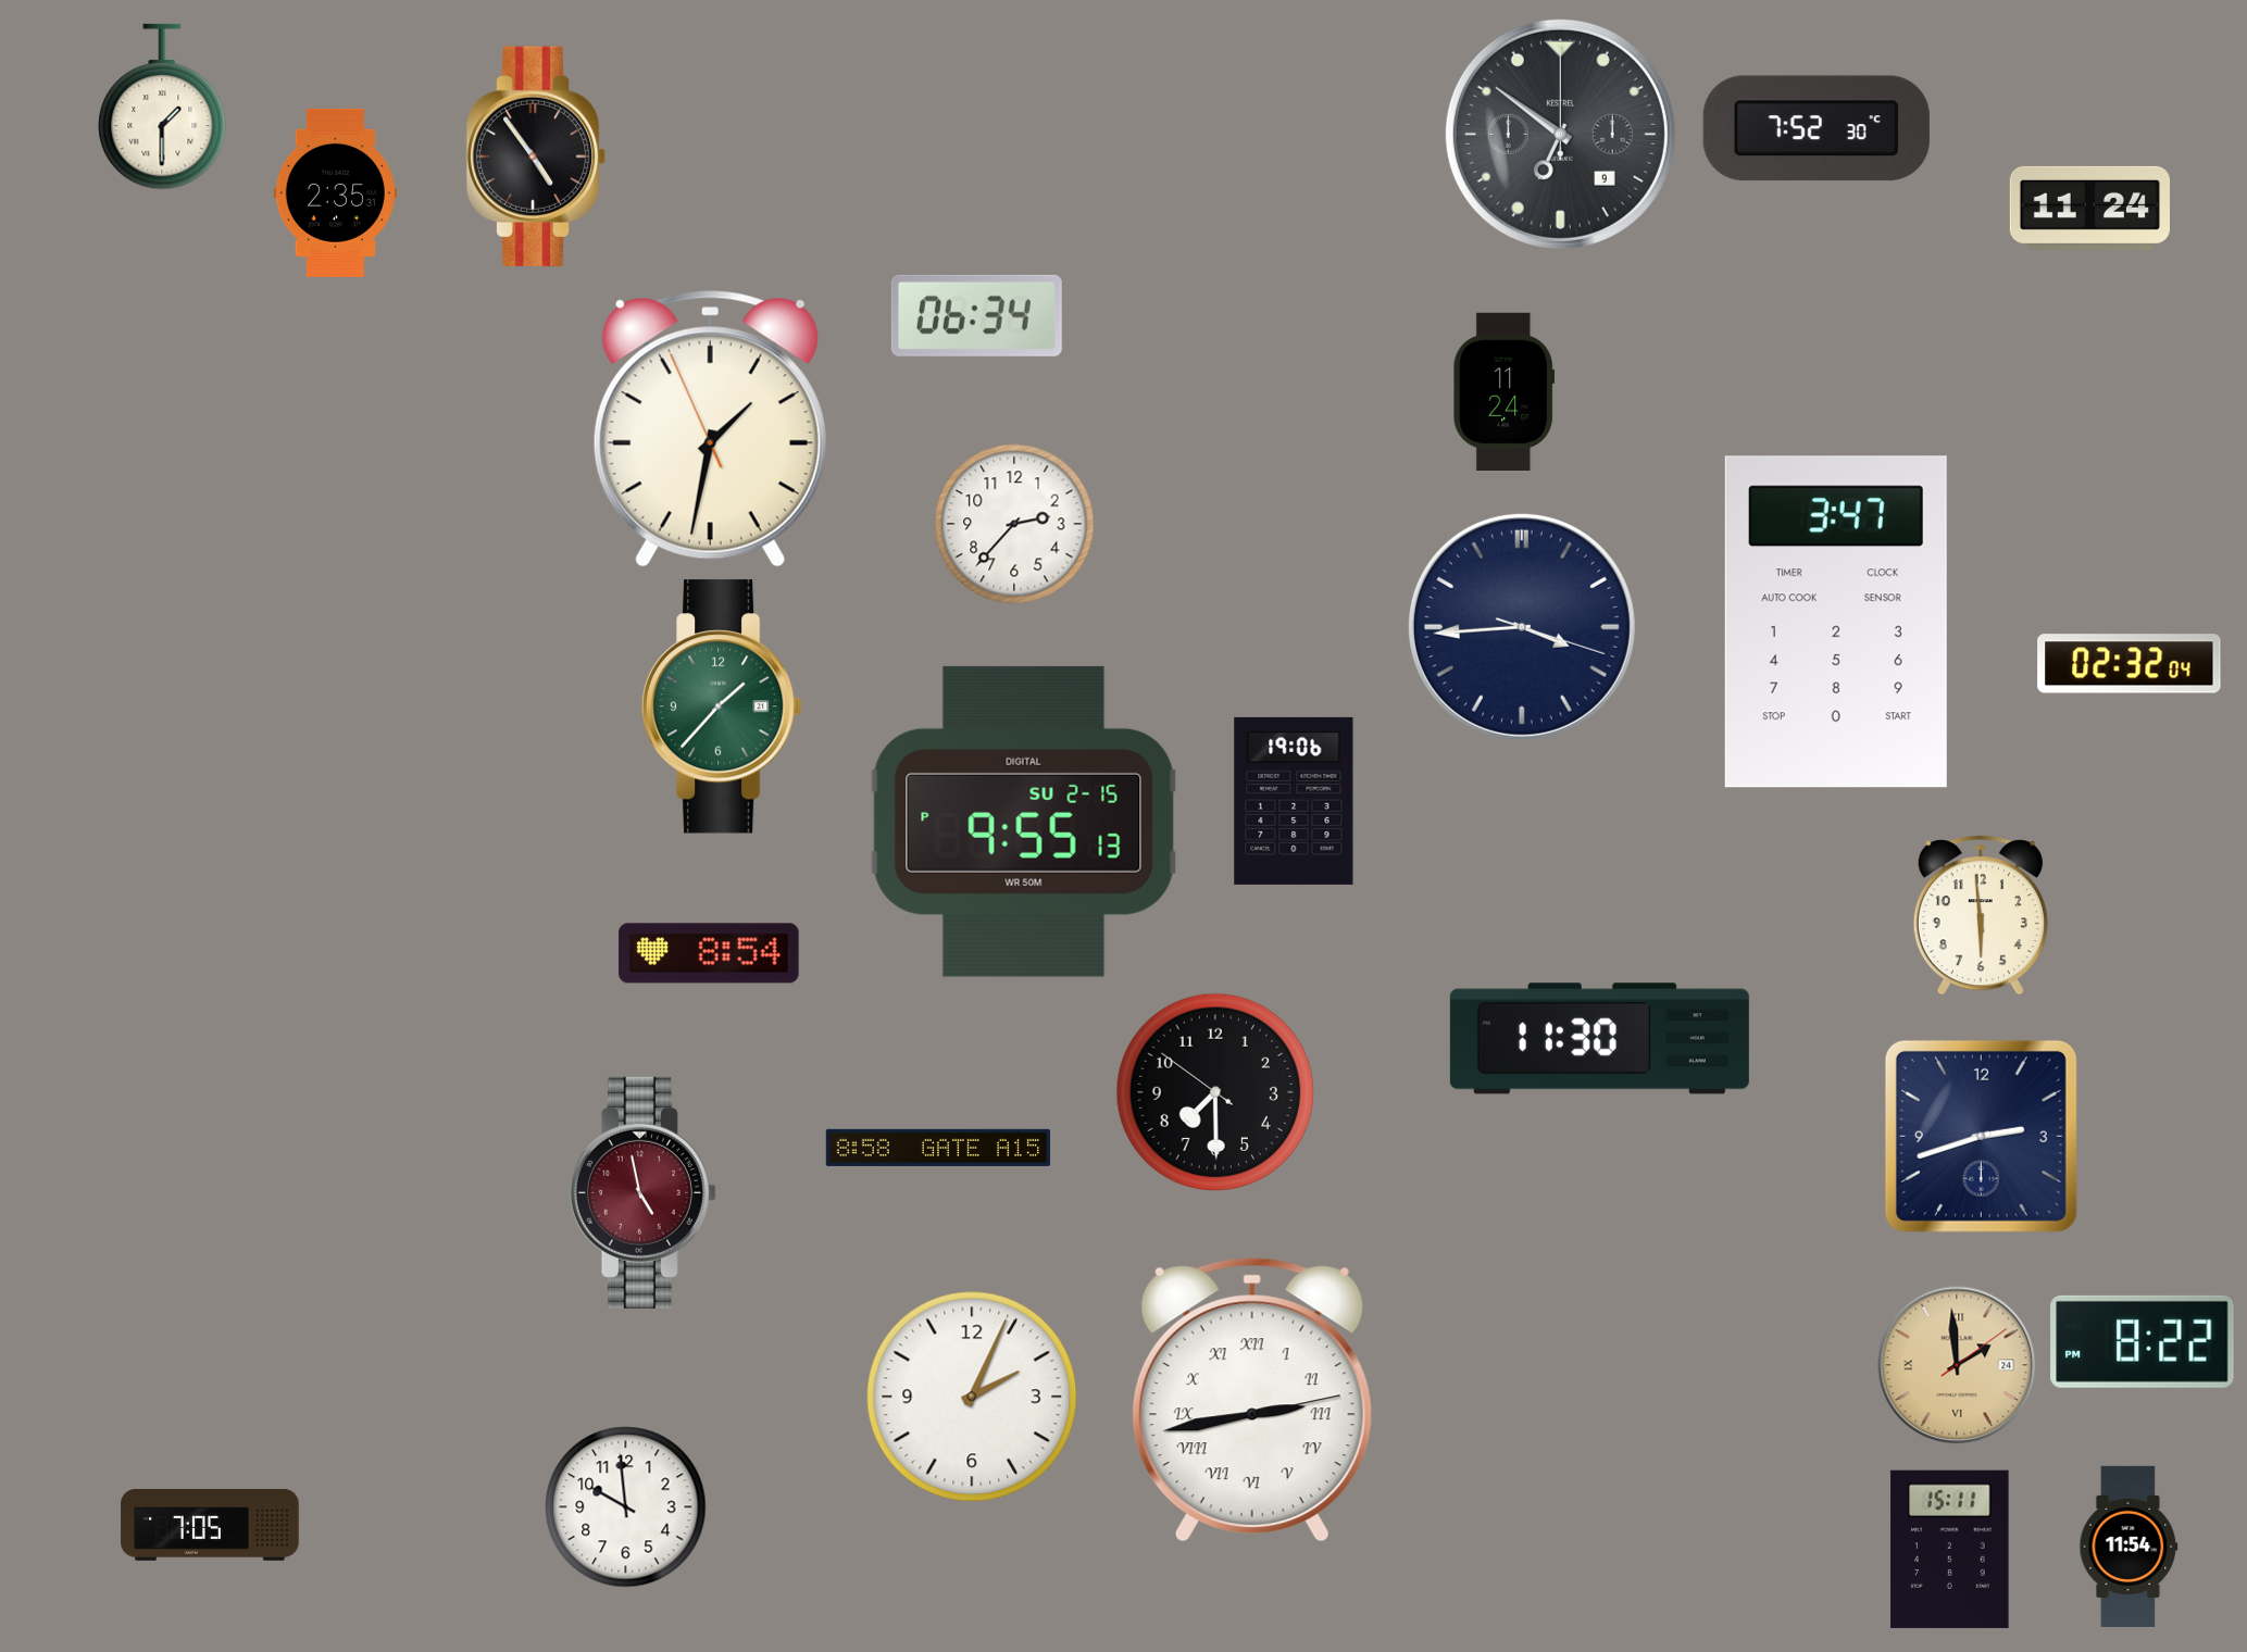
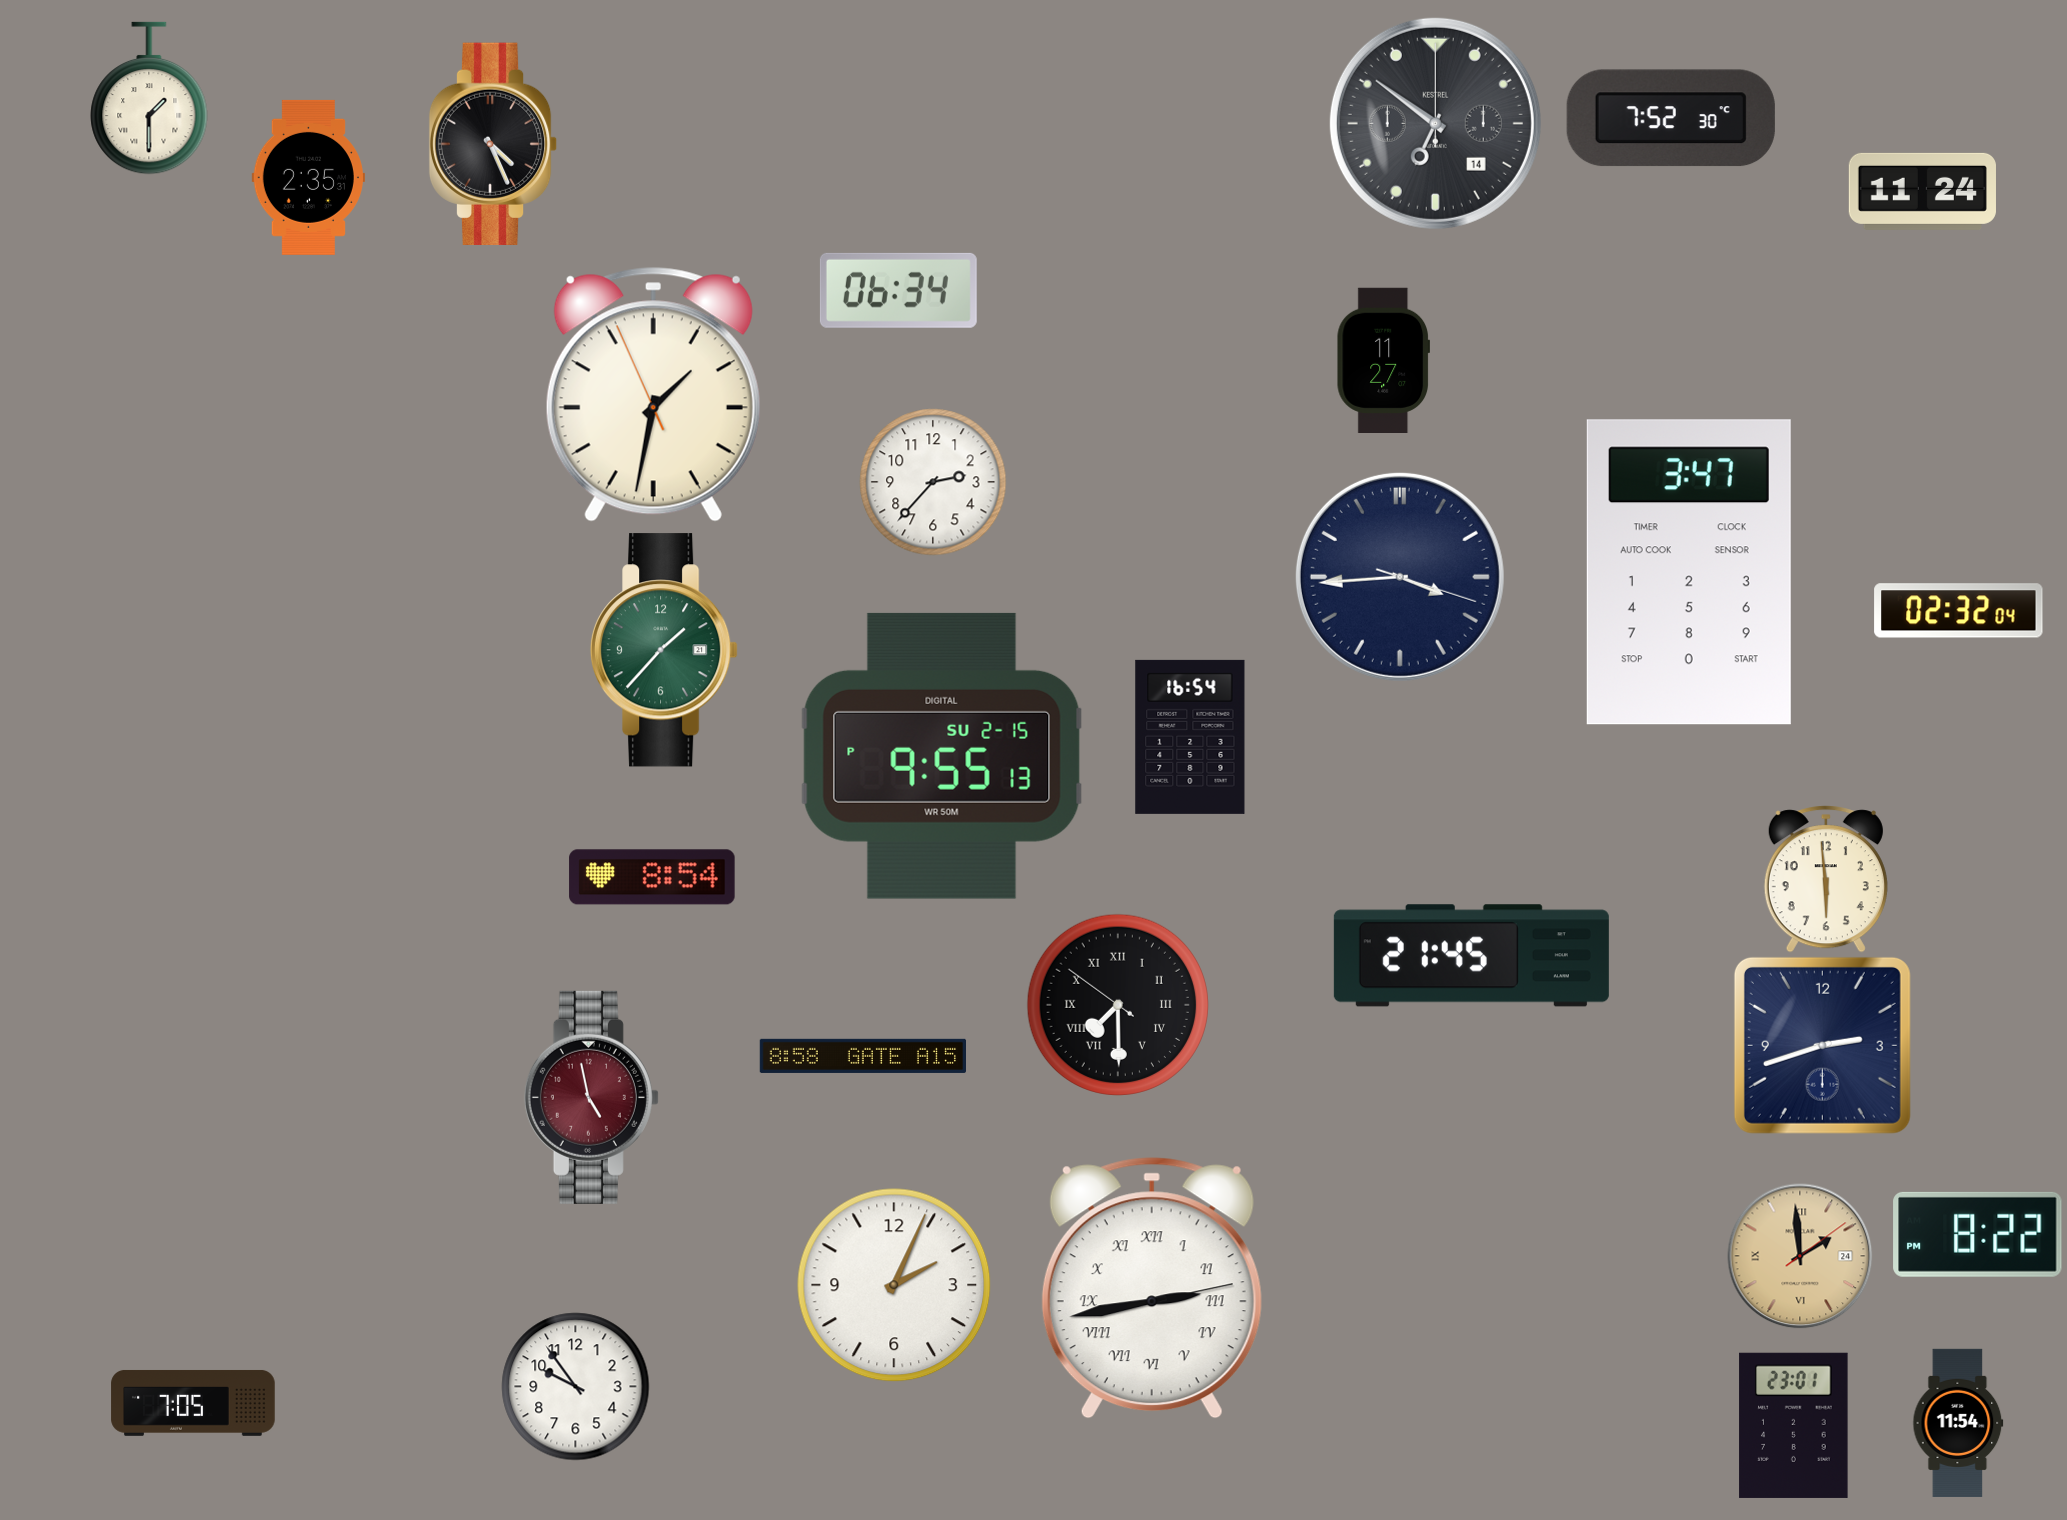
clock at (1560, 134) date: 9 -> 14
clock at (536, 155): 4:54 -> 4:26
clock at (1503, 391): 11:24 -> 11:27
clock at (1294, 801): 19:06 -> 16:54
clock at (1981, 915) position: (1981, 915) -> (1826, 879)
clock at (1599, 1039): 11:30 -> 21:45
clock at (1215, 1092) numerals: Arabic -> Roman
clock at (2143, 1341) position: (2143, 1341) -> (1978, 1234)
clock at (626, 1507): 9:59 -> 9:54
clock at (1950, 1549): 15:11 -> 23:01
